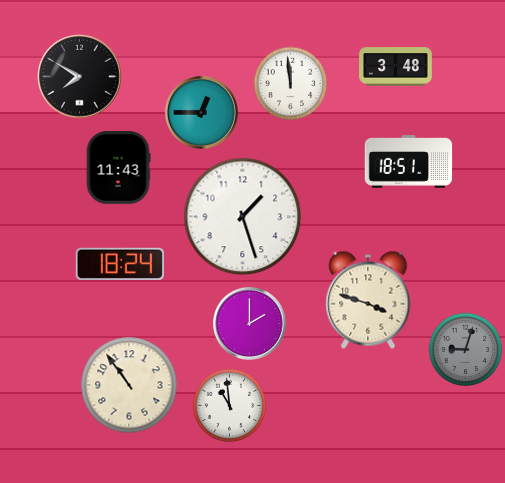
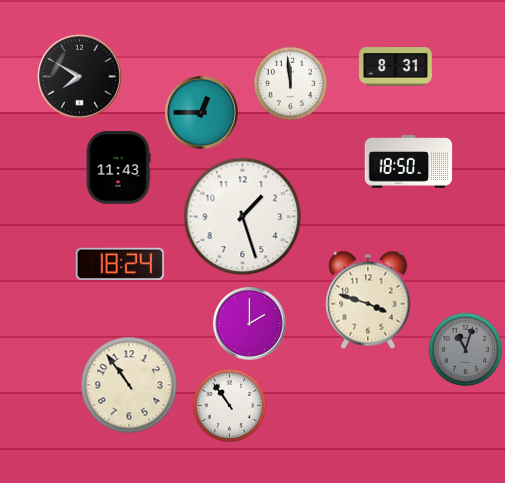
clock at (396, 67): 3:48 -> 8:31
clock at (409, 162): 18:51 -> 18:50
clock at (466, 350): 9:03 -> 11:03
clock at (230, 406): 10:59 -> 10:54
